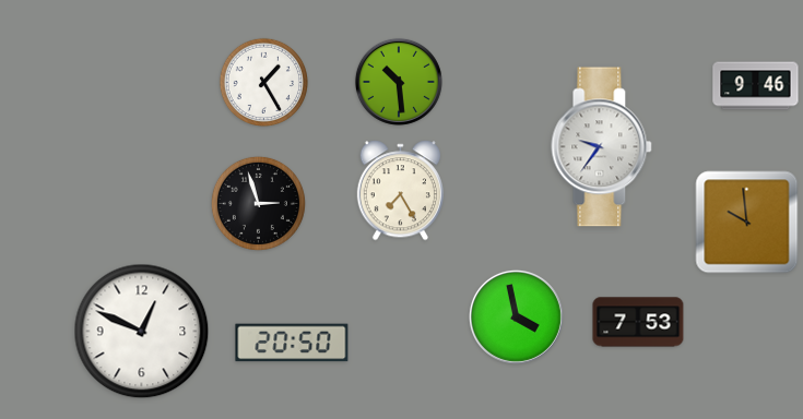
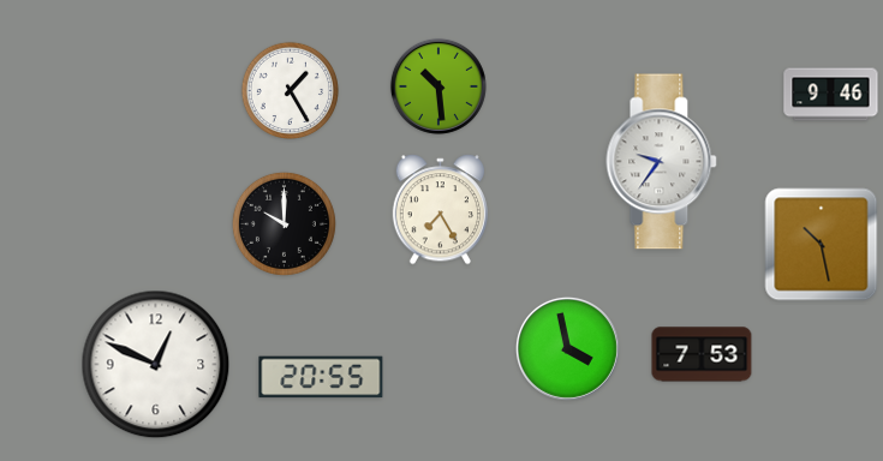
clock at (399, 82) position: (399, 82) -> (438, 86)
clock at (258, 203): 2:57 -> 10:00
clock at (747, 223): 9:59 -> 10:28
clock at (292, 343): 20:50 -> 20:55
